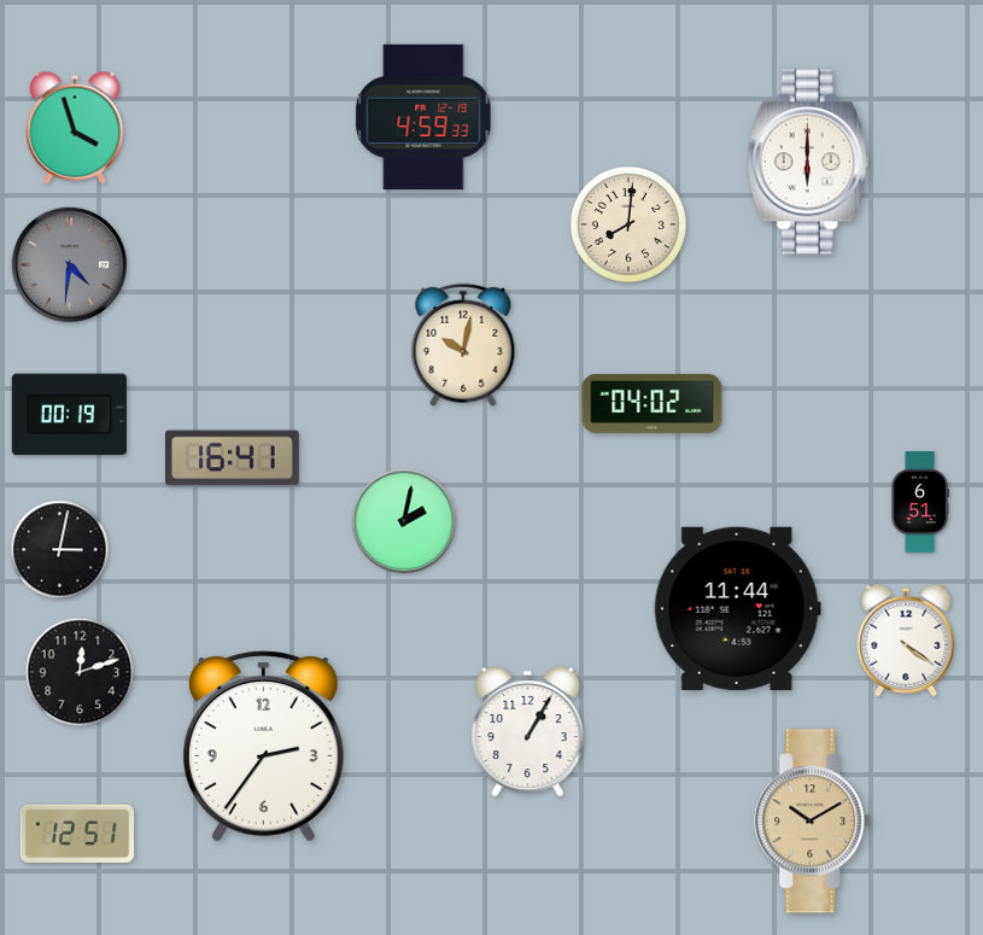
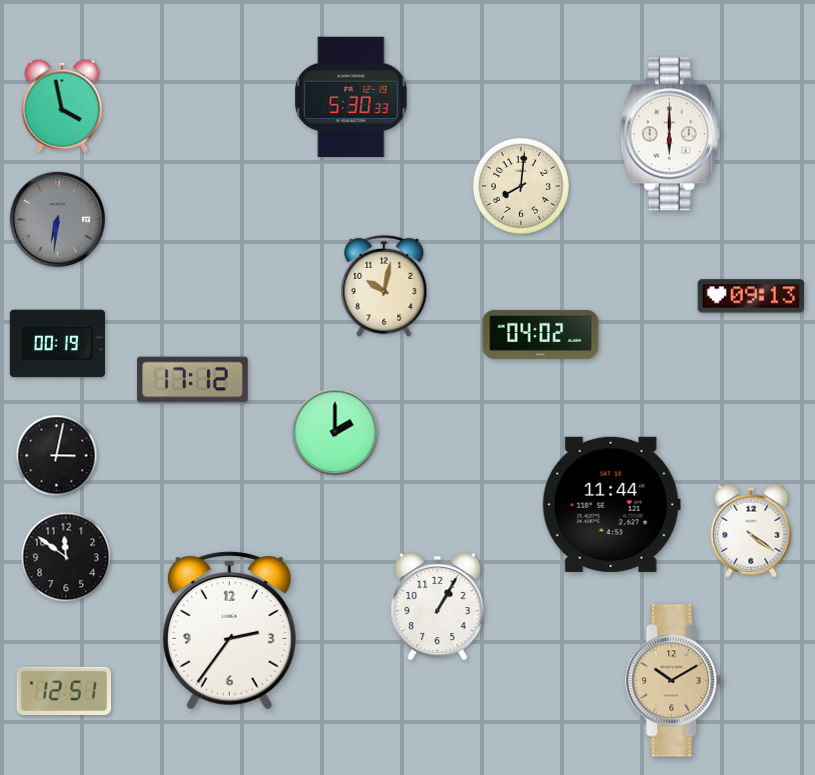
clock at (423, 116): 4:59 -> 5:30
clock at (75, 128): 3:57 -> 3:58
clock at (69, 264): 4:31 -> 6:31
clock at (751, 296): none -> 09:13
clock at (233, 458): 16:41 -> 17:12
clock at (920, 502): 6:51 -> none
clock at (404, 521): 2:02 -> 2:00
clock at (60, 550) position: (60, 550) -> (57, 456)
clock at (80, 672): 12:12 -> 11:51
clock at (263, 747) position: (263, 747) -> (229, 631)
